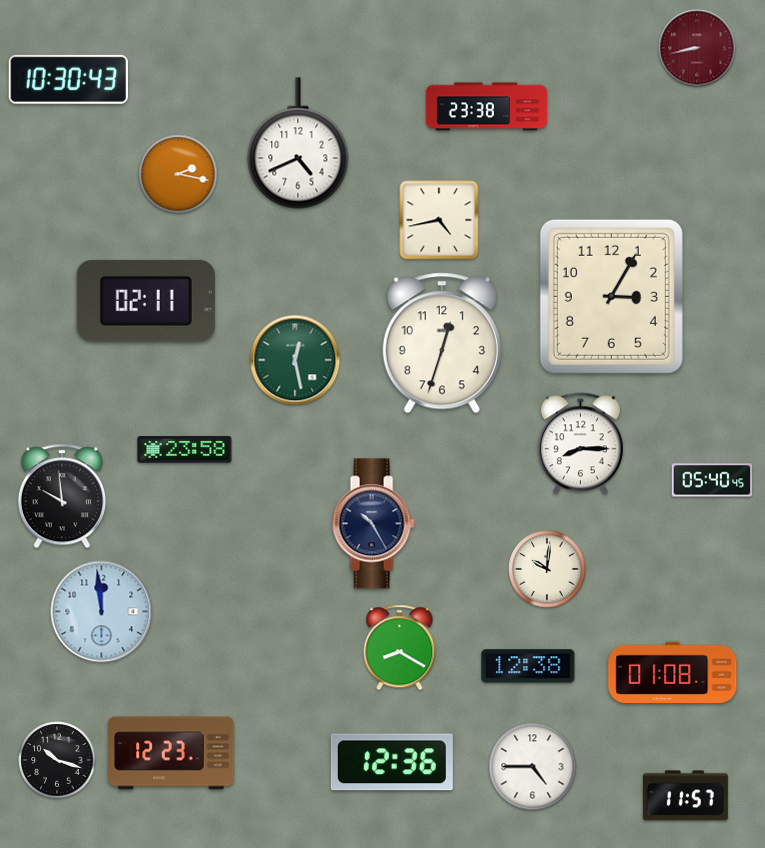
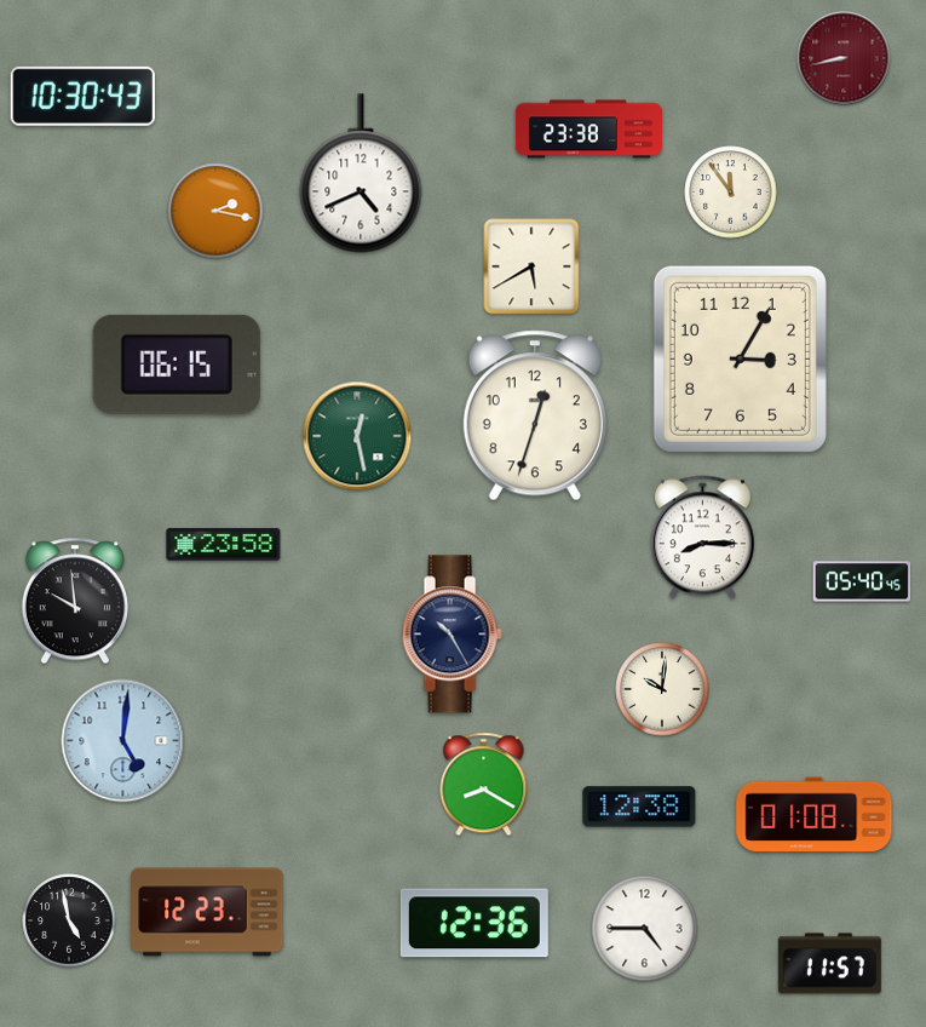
clock at (731, 193): none -> 11:54
clock at (439, 220): 4:43 -> 5:40
clock at (146, 301): 02:11 -> 06:15
clock at (102, 612): 11:59 -> 5:01
clock at (57, 760): 10:18 -> 4:58
